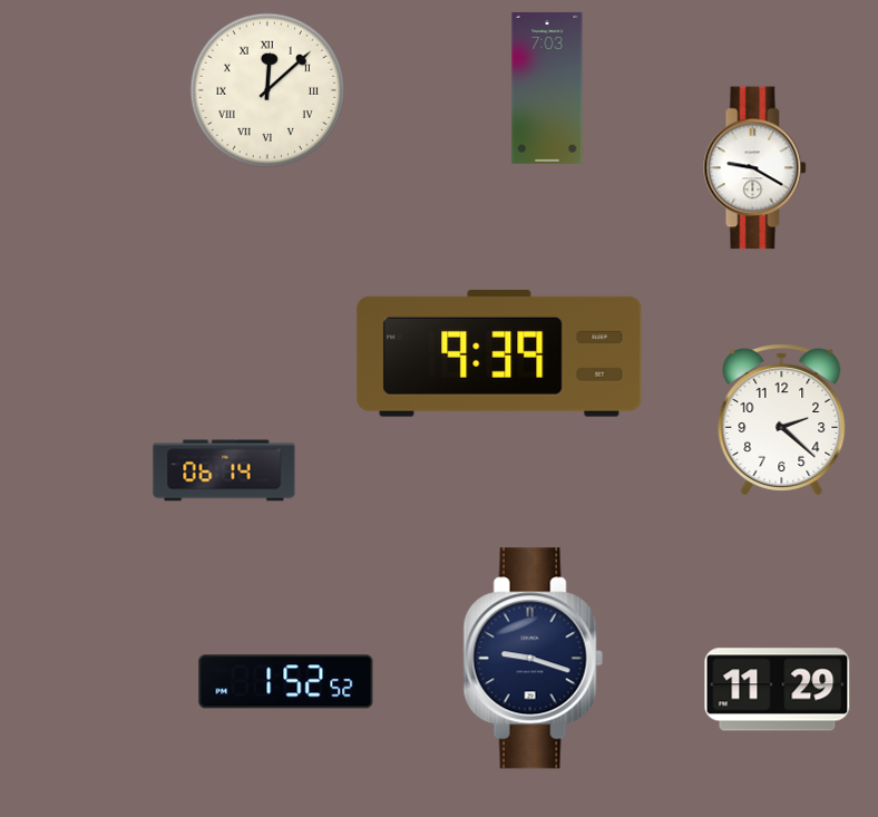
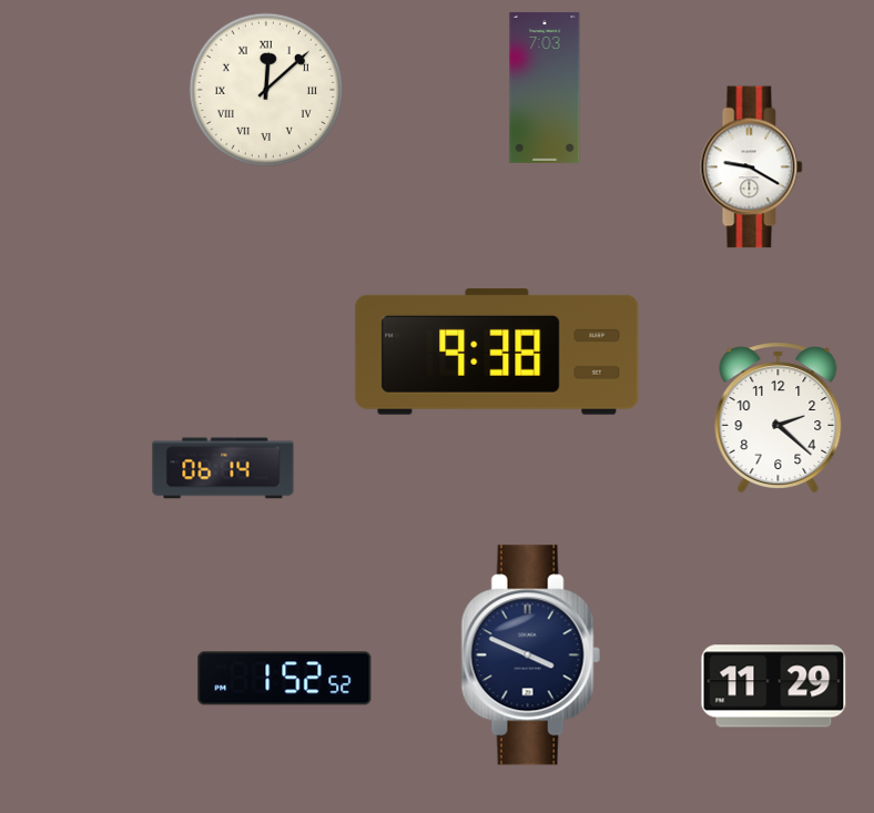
clock at (499, 353): 9:39 -> 9:38
clock at (533, 659): 9:18 -> 3:49
